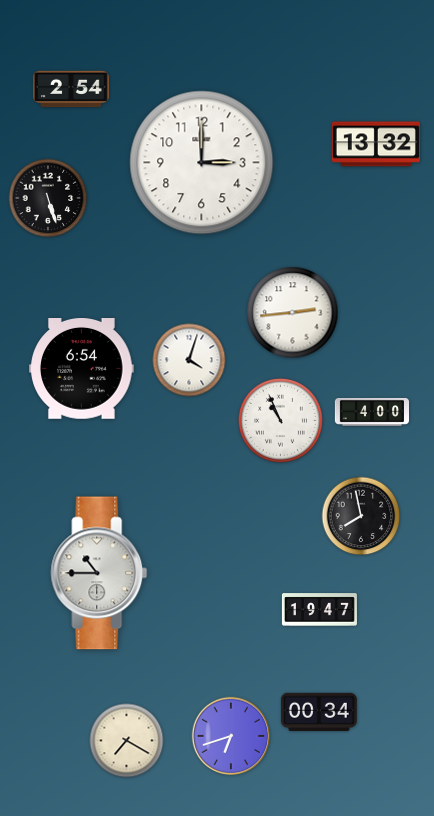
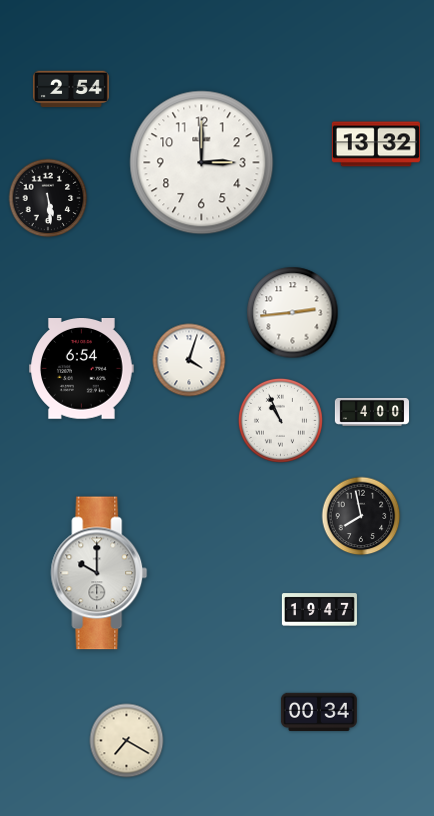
clock at (48, 198): 5:27 -> 5:29
clock at (99, 573): 10:45 -> 10:00
clock at (231, 736): 6:42 -> none
